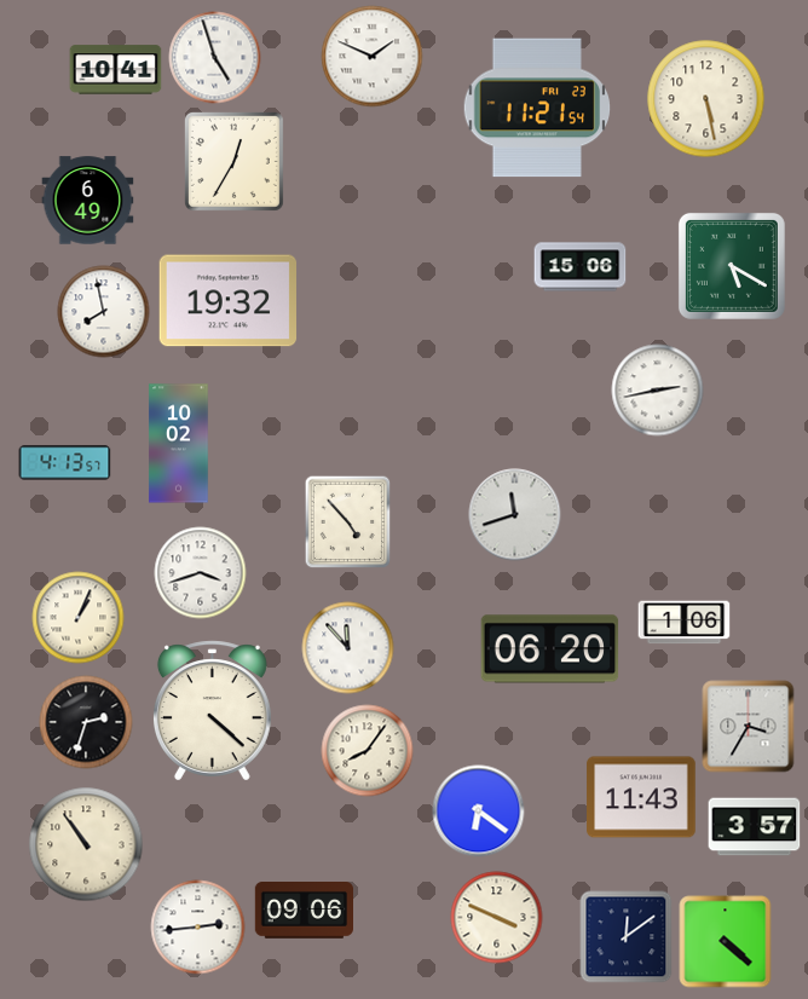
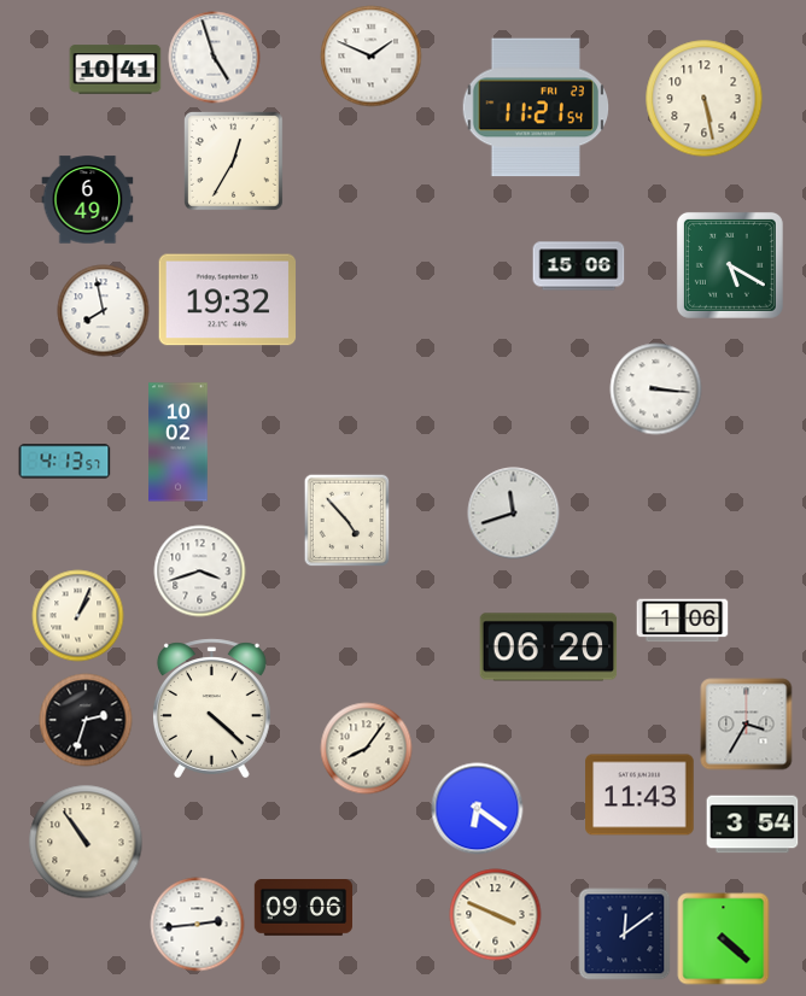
clock at (658, 391): 2:43 -> 3:16
clock at (348, 648): 11:53 -> none
clock at (755, 827): 3:57 -> 3:54
